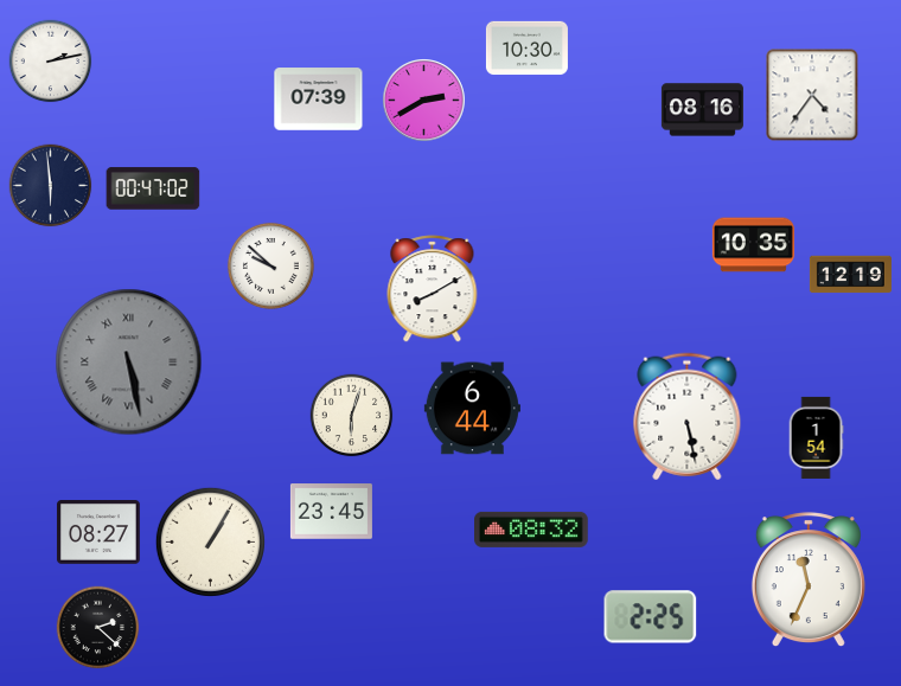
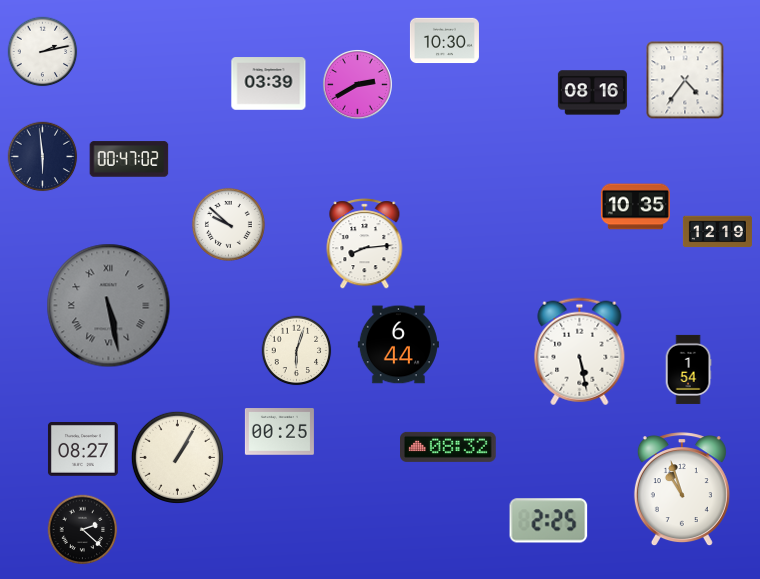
clock at (319, 100): 07:39 -> 03:39
clock at (433, 289): 8:10 -> 8:14
clock at (331, 512): 23:45 -> 00:25
clock at (809, 579): 11:34 -> 10:57
